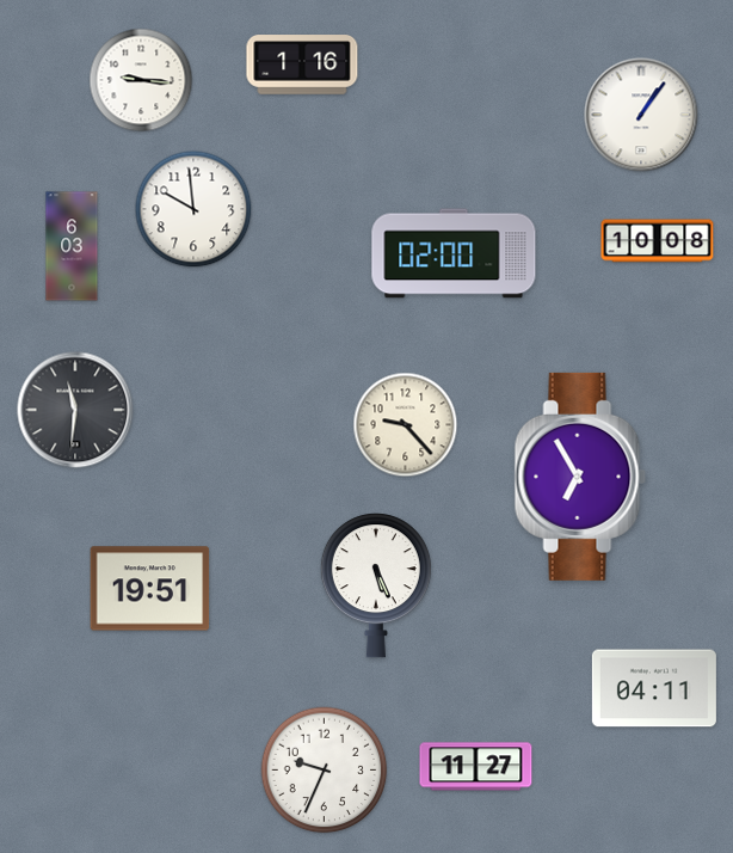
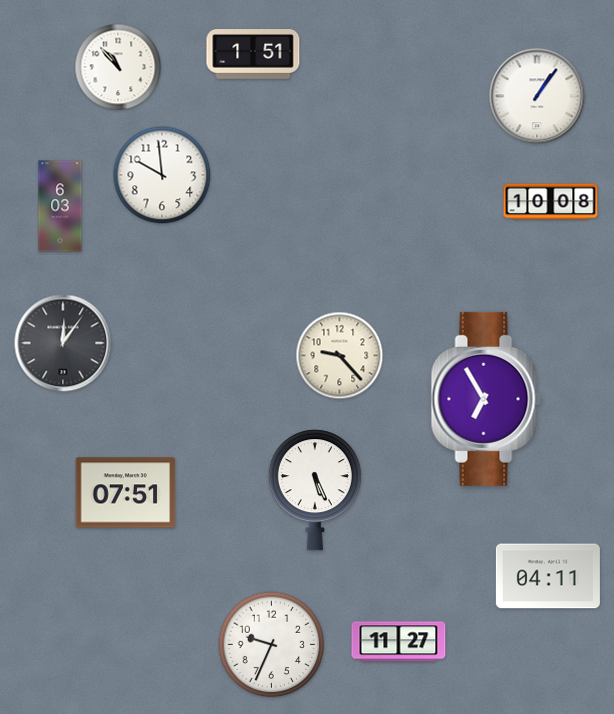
clock at (302, 65): 1:16 -> 1:51
clock at (141, 80): 9:16 -> 10:53
clock at (454, 253): 02:00 -> none
clock at (75, 410): 11:31 -> 12:06
clock at (150, 589): 19:51 -> 07:51
